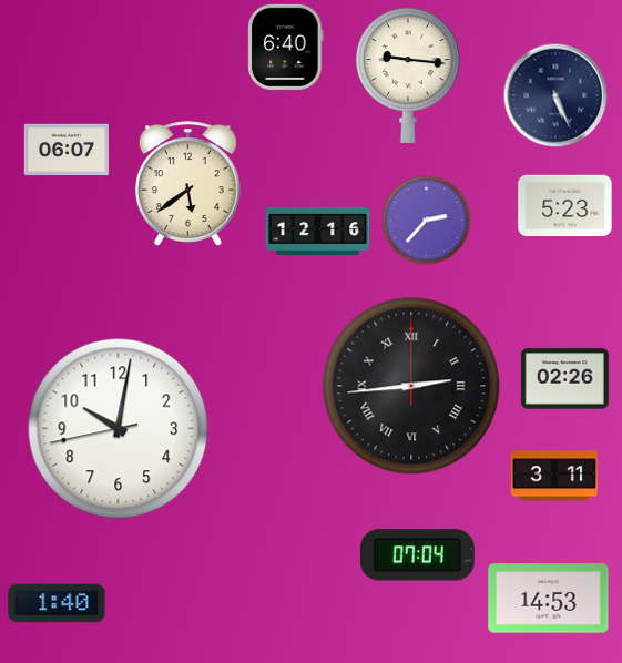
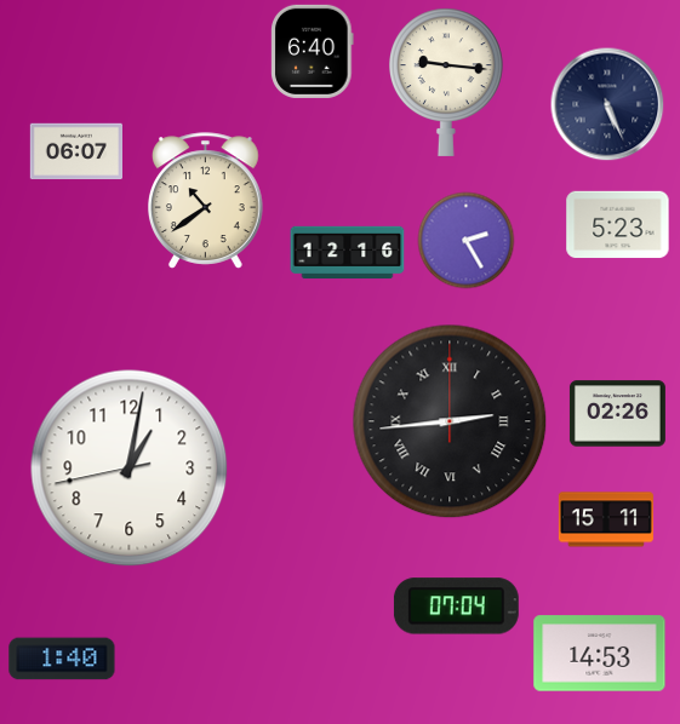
clock at (65, 150) position: (65, 150) -> (75, 151)
clock at (188, 184): 5:39 -> 10:39
clock at (427, 221): 2:37 -> 2:25
clock at (119, 429): 10:01 -> 1:01
clock at (554, 476): 3:11 -> 15:11
